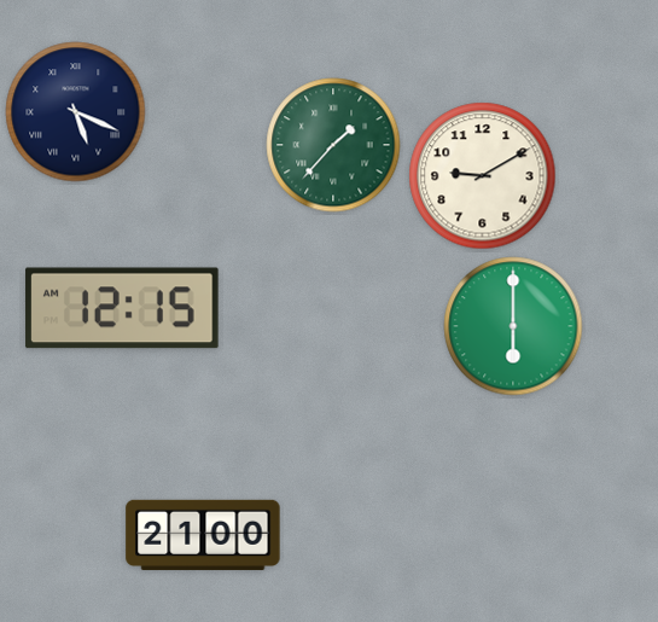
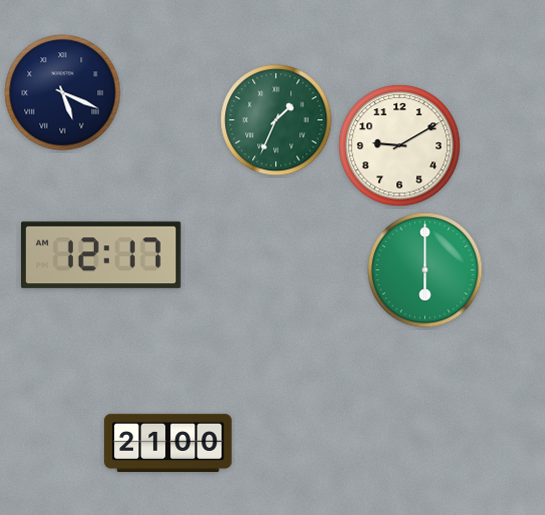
clock at (333, 145): 1:37 -> 1:34
clock at (122, 308): 12:15 -> 12:17
